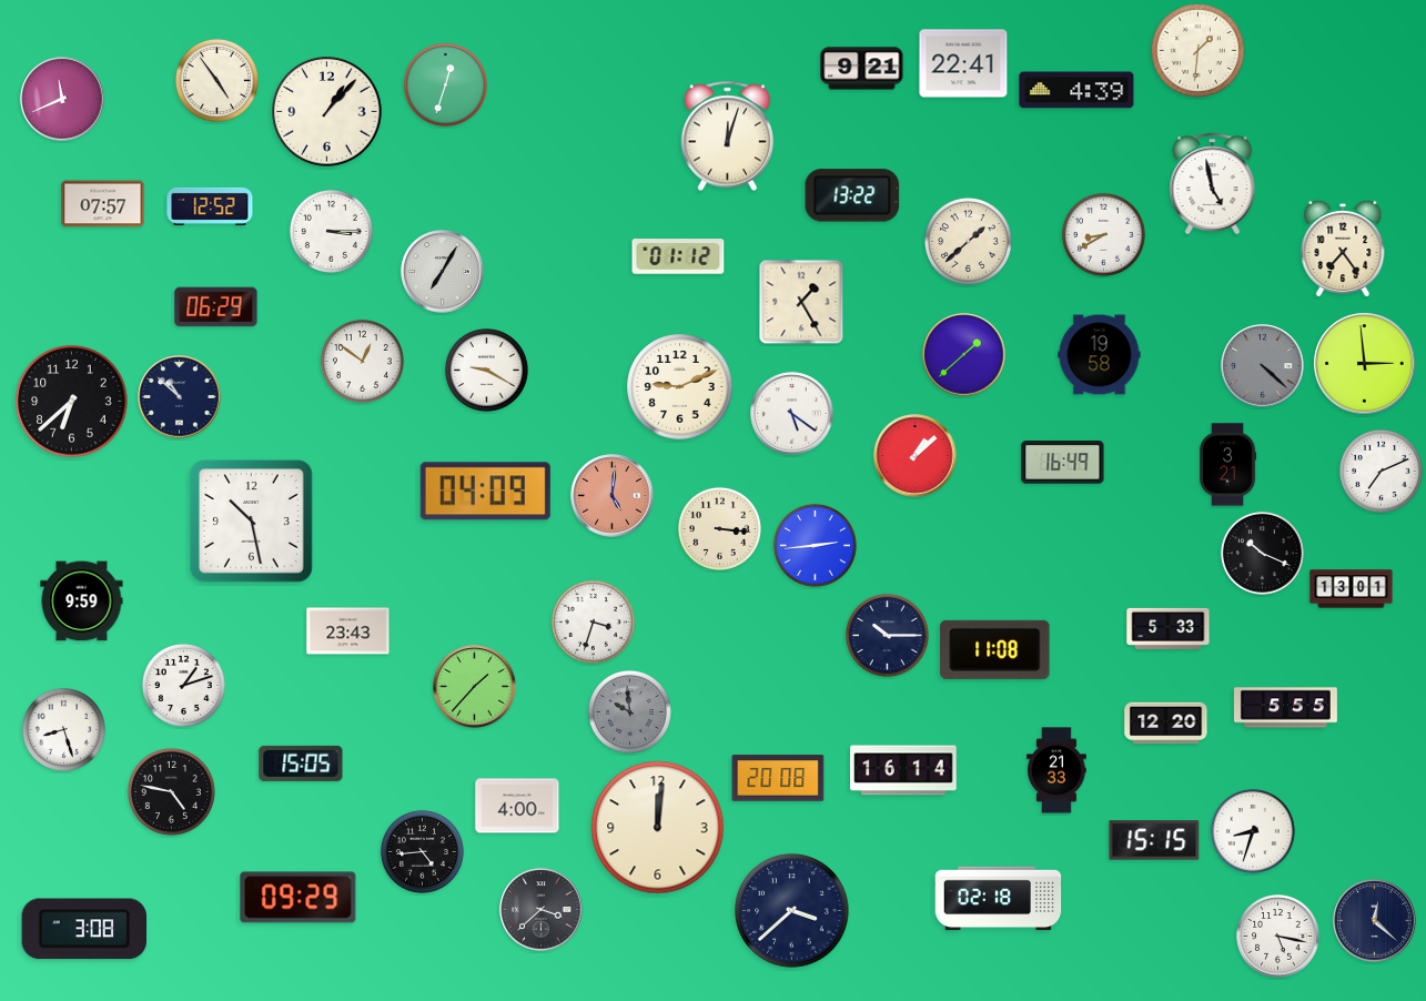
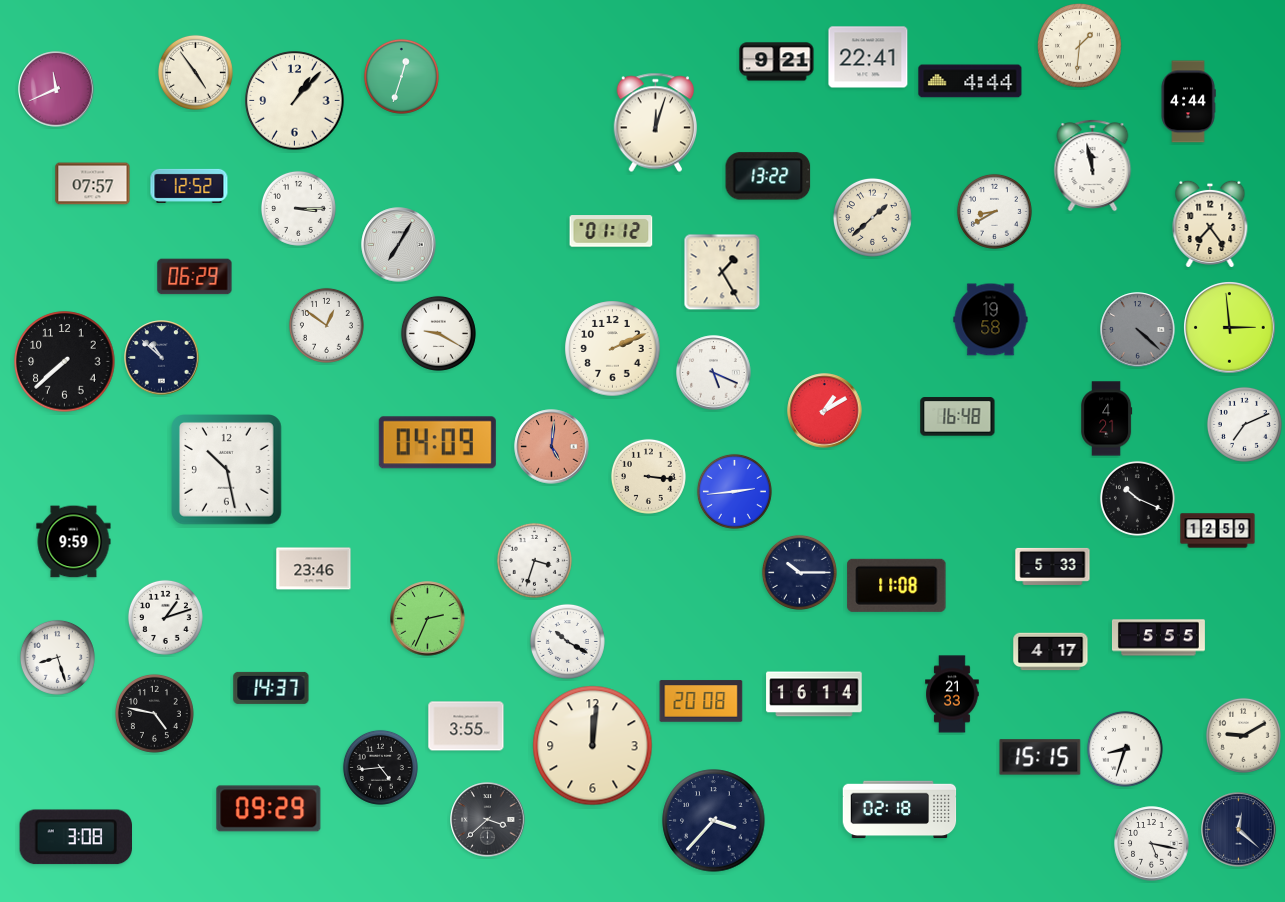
clock at (1076, 90): 4:39 -> 4:44
clock at (1188, 102): none -> 4:44
clock at (1213, 184): 4:58 -> 11:58
clock at (964, 355): 1:38 -> none
clock at (680, 387): 9:11 -> 2:11
clock at (72, 402): 6:38 -> 7:38
clock at (792, 414): 5:21 -> 5:19
clock at (916, 456): 1:08 -> 1:10
clock at (1063, 463): 16:49 -> 16:48
clock at (1228, 465): 3:21 -> 4:21
clock at (1352, 589): 13:01 -> 12:59
clock at (348, 631): 23:43 -> 23:46
clock at (475, 687): 1:37 -> 2:34
clock at (629, 711): 9:59 -> 10:20
clock at (629, 711) dial: grey -> white
clock at (1166, 724): 12:20 -> 4:17
clock at (301, 764): 15:05 -> 14:37
clock at (517, 806): 4:00 -> 3:55
clock at (1243, 735): none -> 9:10
clock at (1253, 831) position: (1253, 831) -> (1125, 749)
clock at (792, 911): 3:38 -> 3:37
